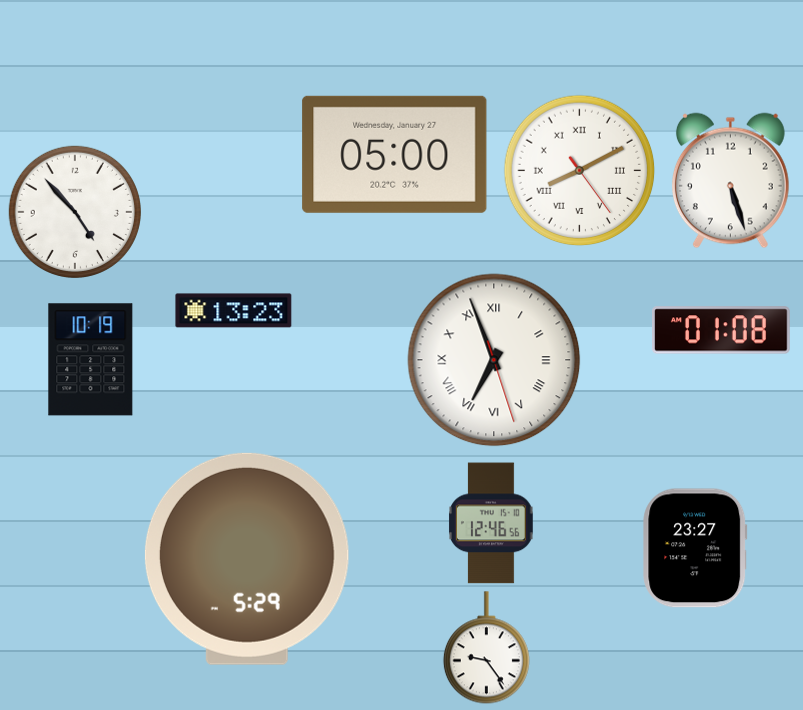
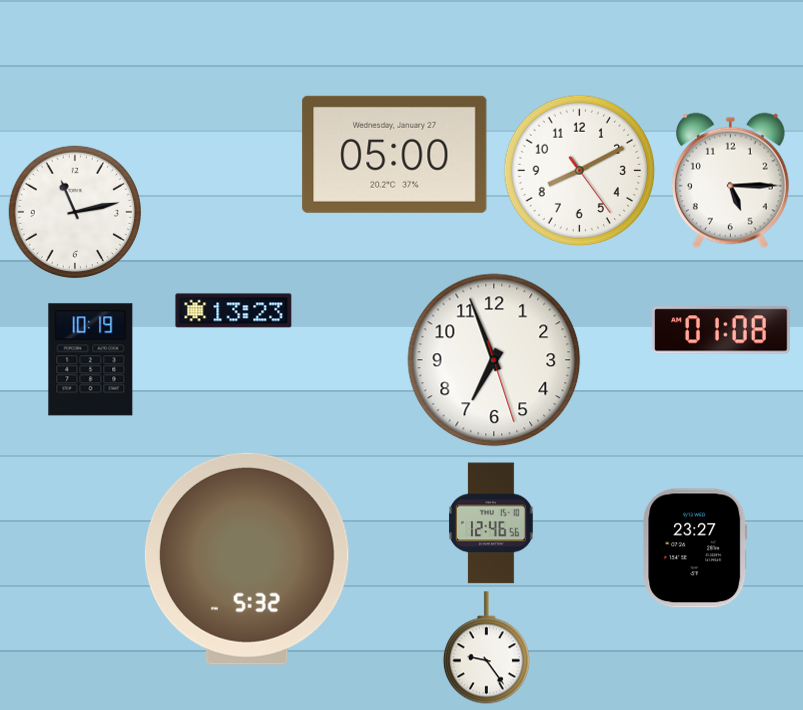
clock at (580, 171) numerals: Roman -> Arabic
clock at (730, 181): 5:27 -> 5:15
clock at (75, 212): 4:53 -> 11:13
clock at (494, 360) numerals: Roman -> Arabic
clock at (247, 559): 5:29 -> 5:32
